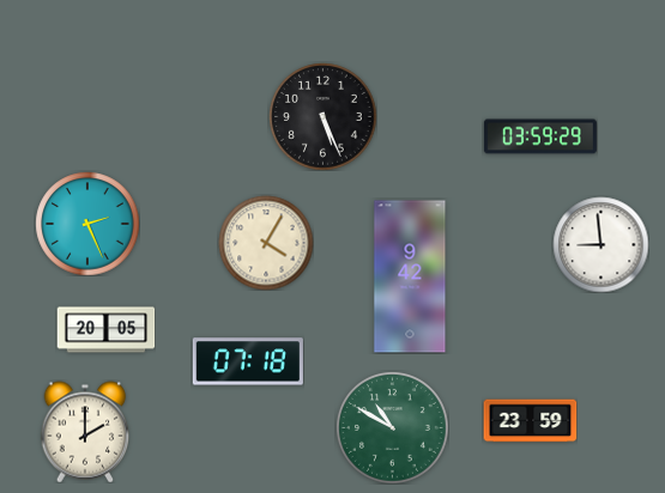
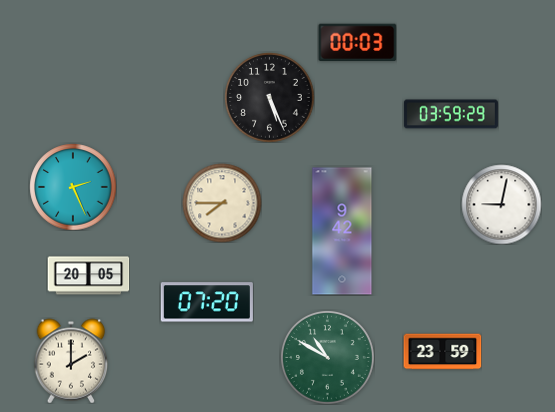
clock at (357, 42): none -> 00:03
clock at (266, 243): 4:05 -> 7:45
clock at (600, 244): 8:59 -> 9:02
clock at (248, 361): 07:18 -> 07:20
